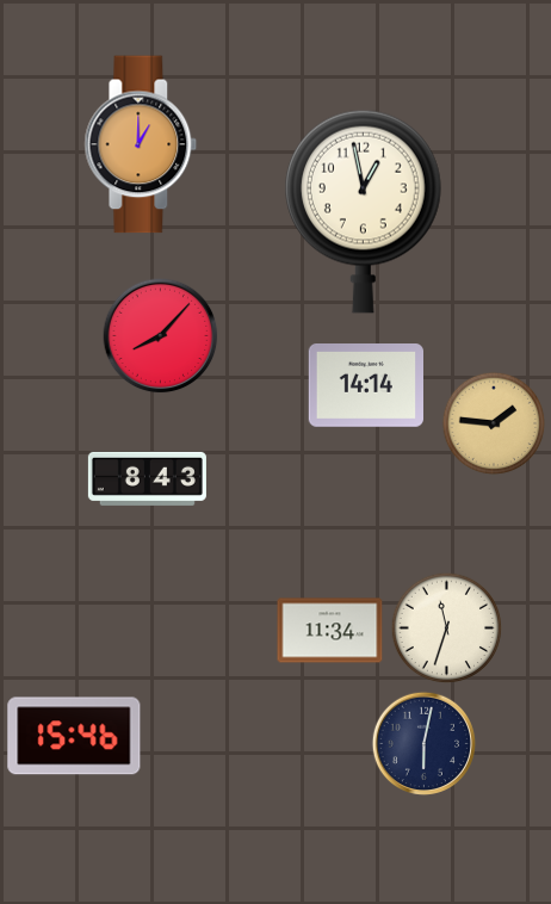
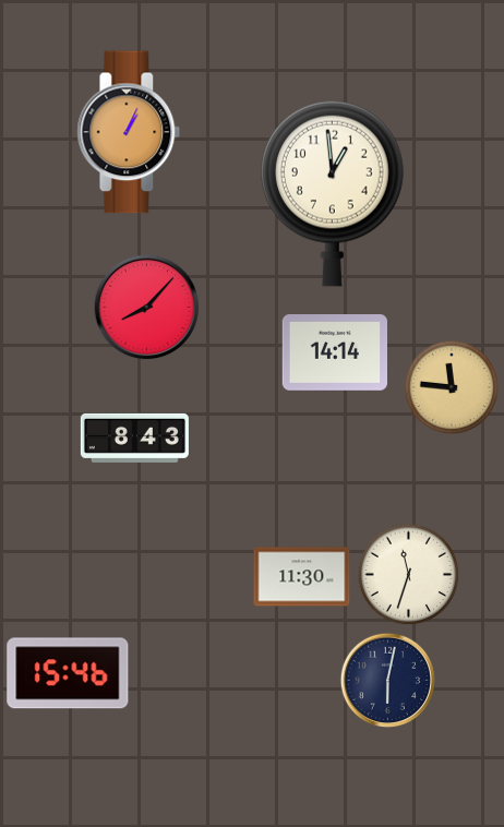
clock at (141, 144): 1:00 -> 1:04
clock at (363, 211): 12:58 -> 12:59
clock at (494, 423): 1:46 -> 11:46
clock at (330, 631): 11:34 -> 11:30
